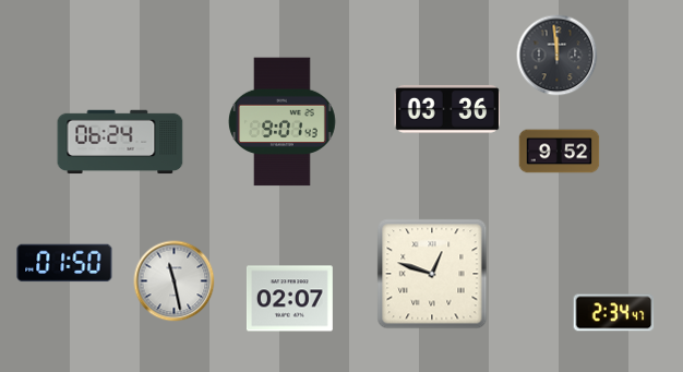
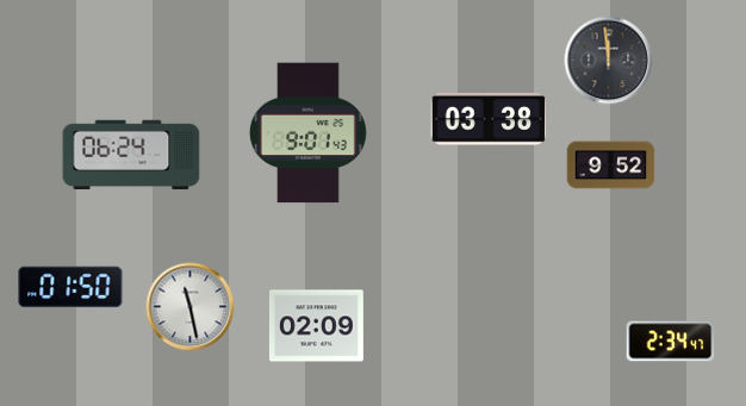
clock at (447, 109): 03:36 -> 03:38
clock at (432, 274): 12:48 -> none
clock at (289, 299): 02:07 -> 02:09
